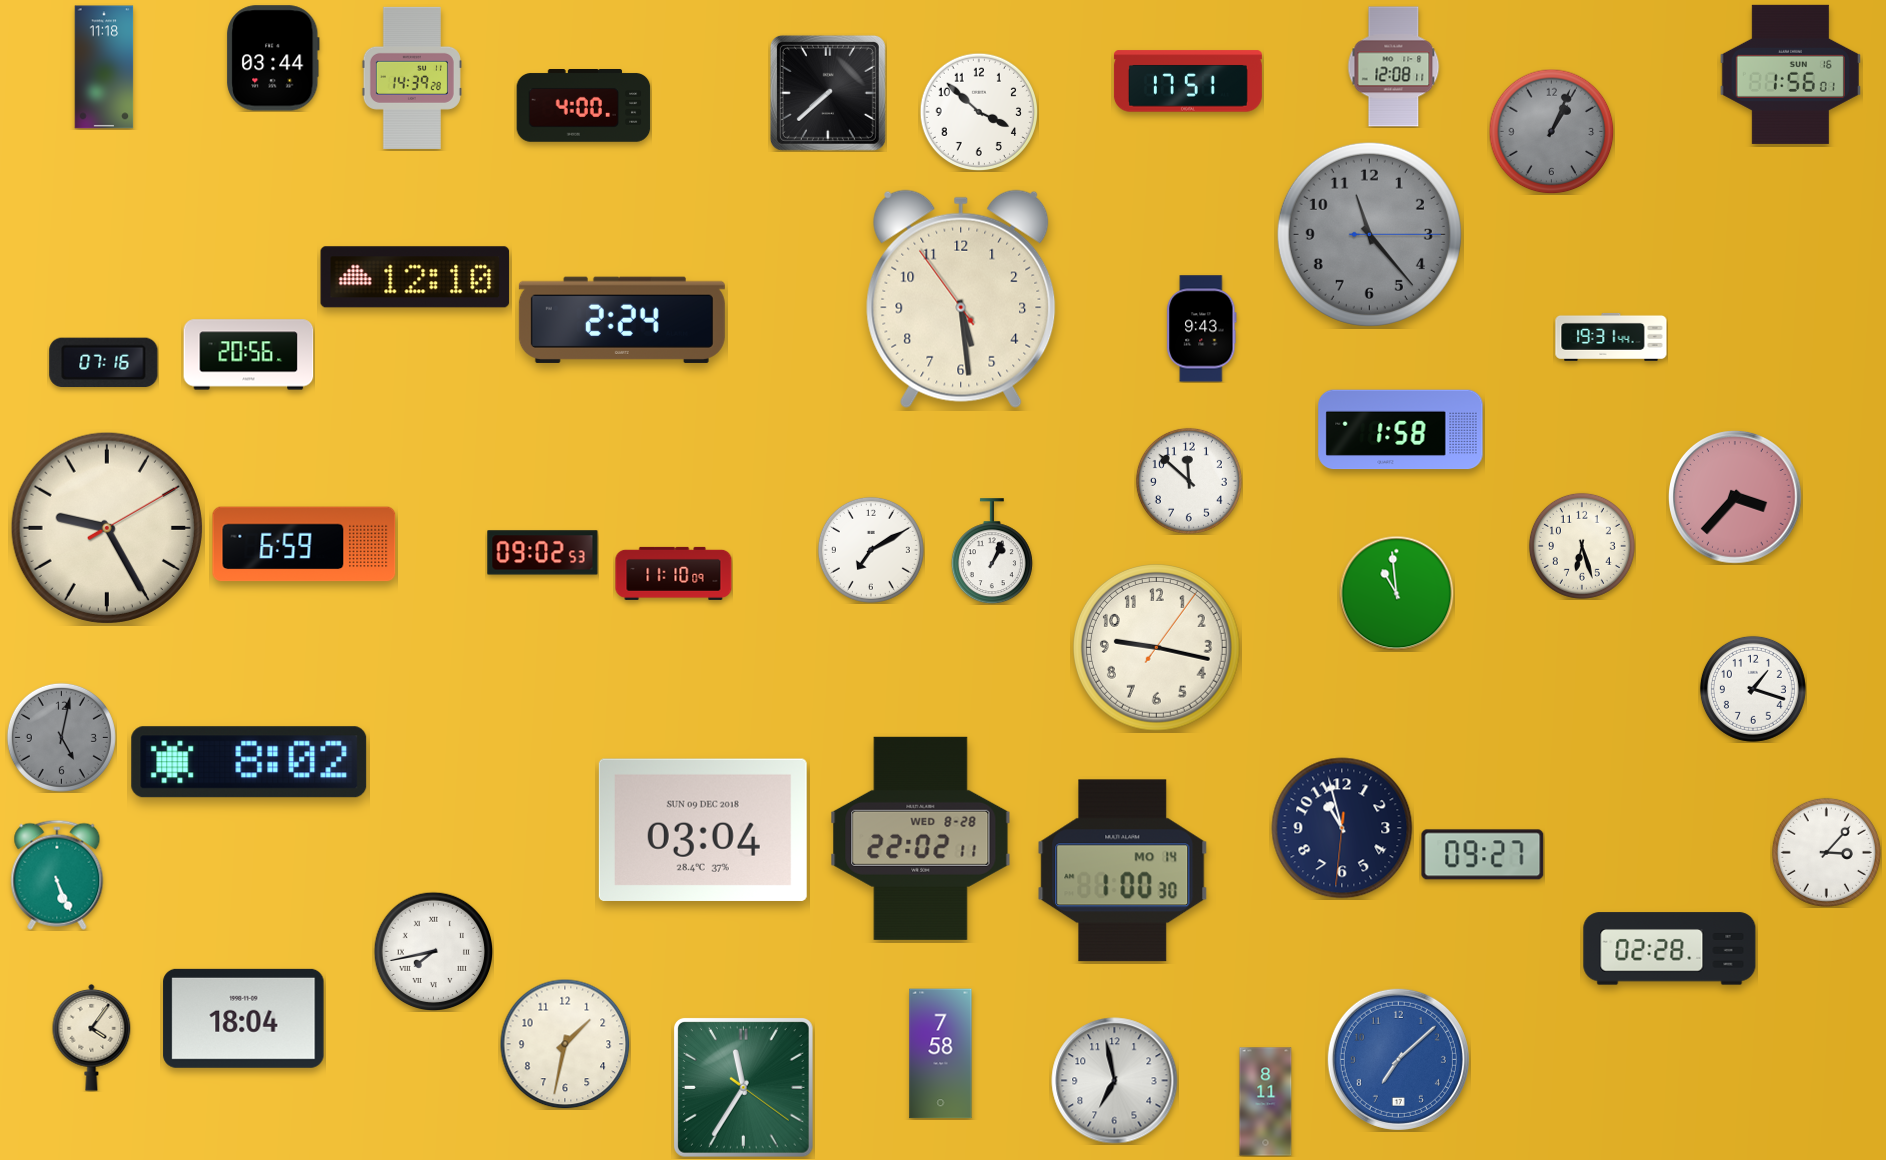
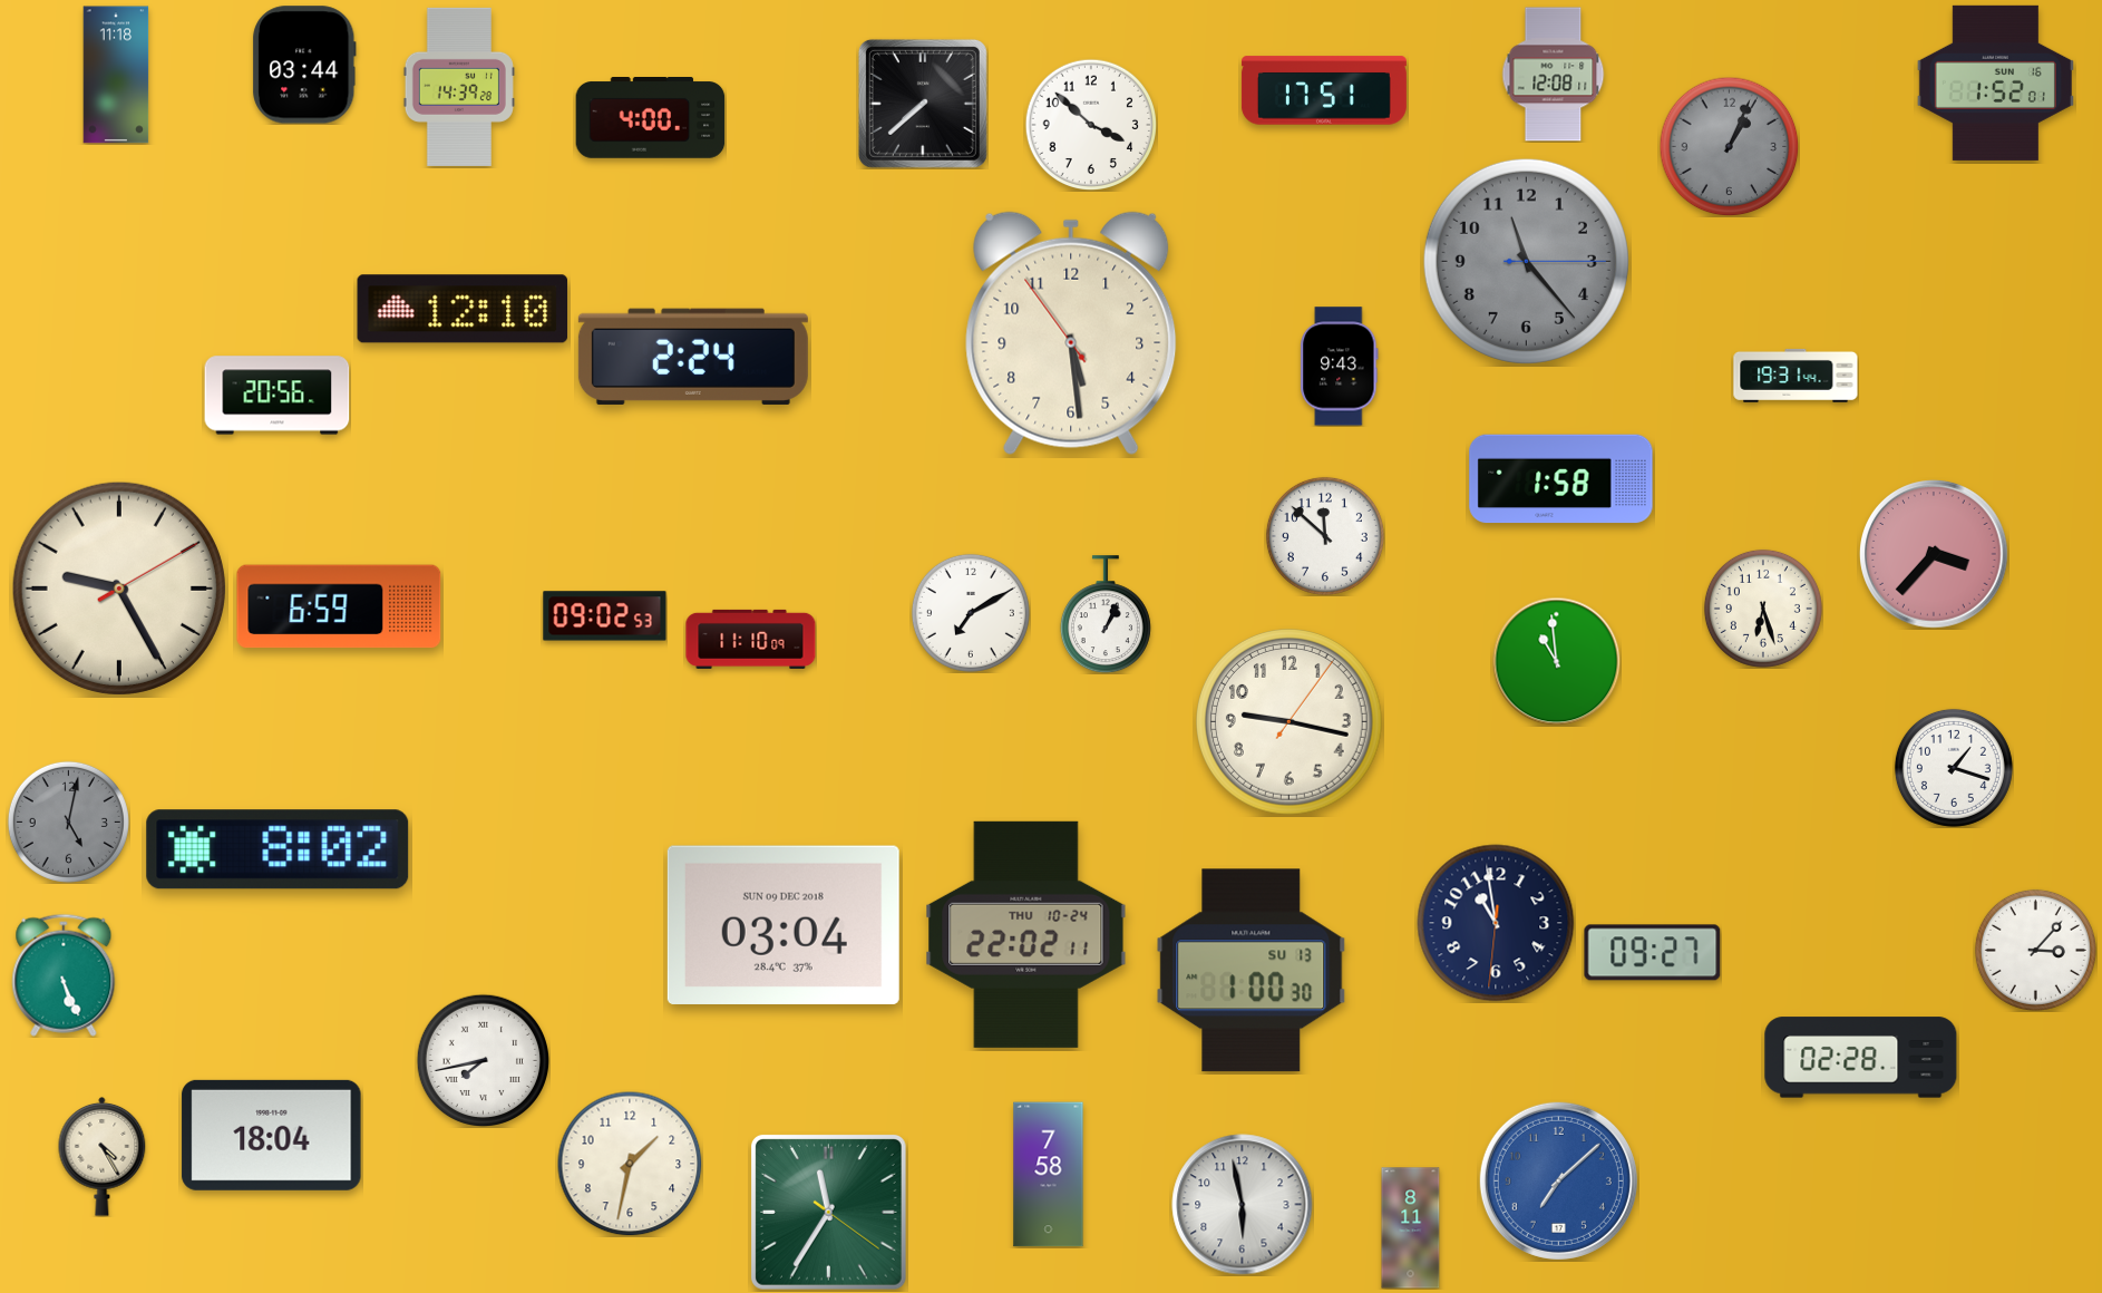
clock at (1790, 74): 1:56 -> 1:52
clock at (104, 362): 07:16 -> none
clock at (1342, 828): 10:57 -> 10:58
clock at (921, 838) date: WED 8-28 -> THU 10-24
clock at (1123, 871) date: MO 14 -> SU 13
clock at (92, 1037): 4:06 -> 4:25
clock at (1115, 1081): 6:58 -> 5:58
